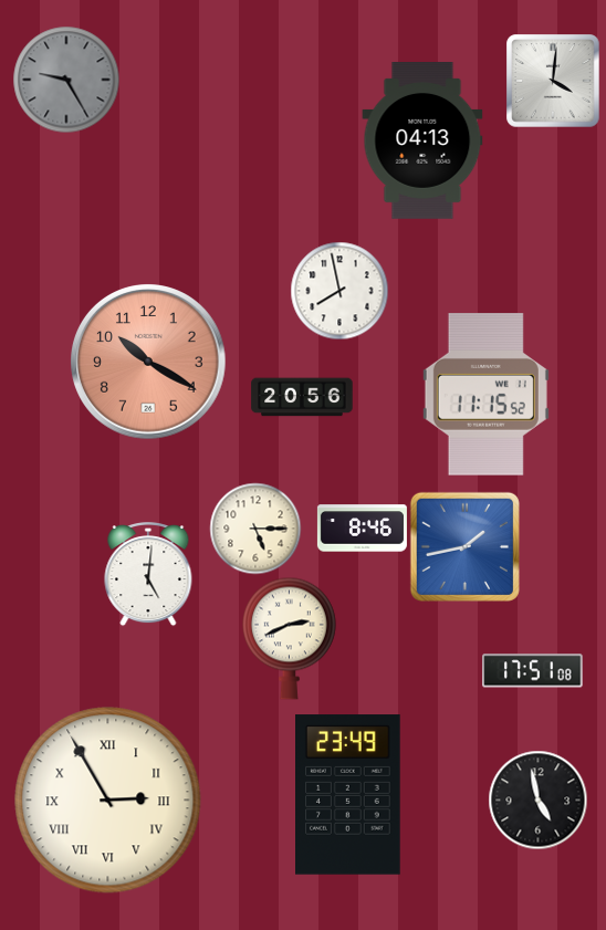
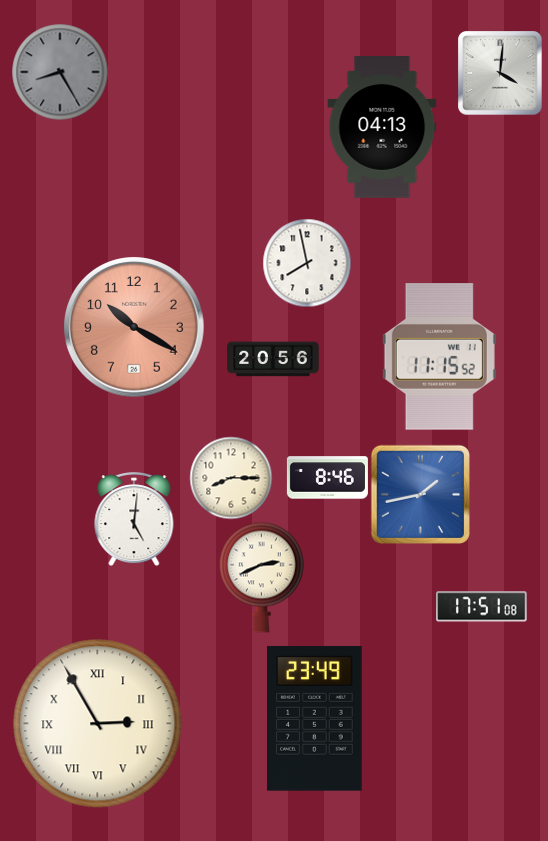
clock at (66, 80): 9:25 -> 8:25
clock at (255, 529): 5:15 -> 8:15
clock at (537, 800): 4:58 -> none
